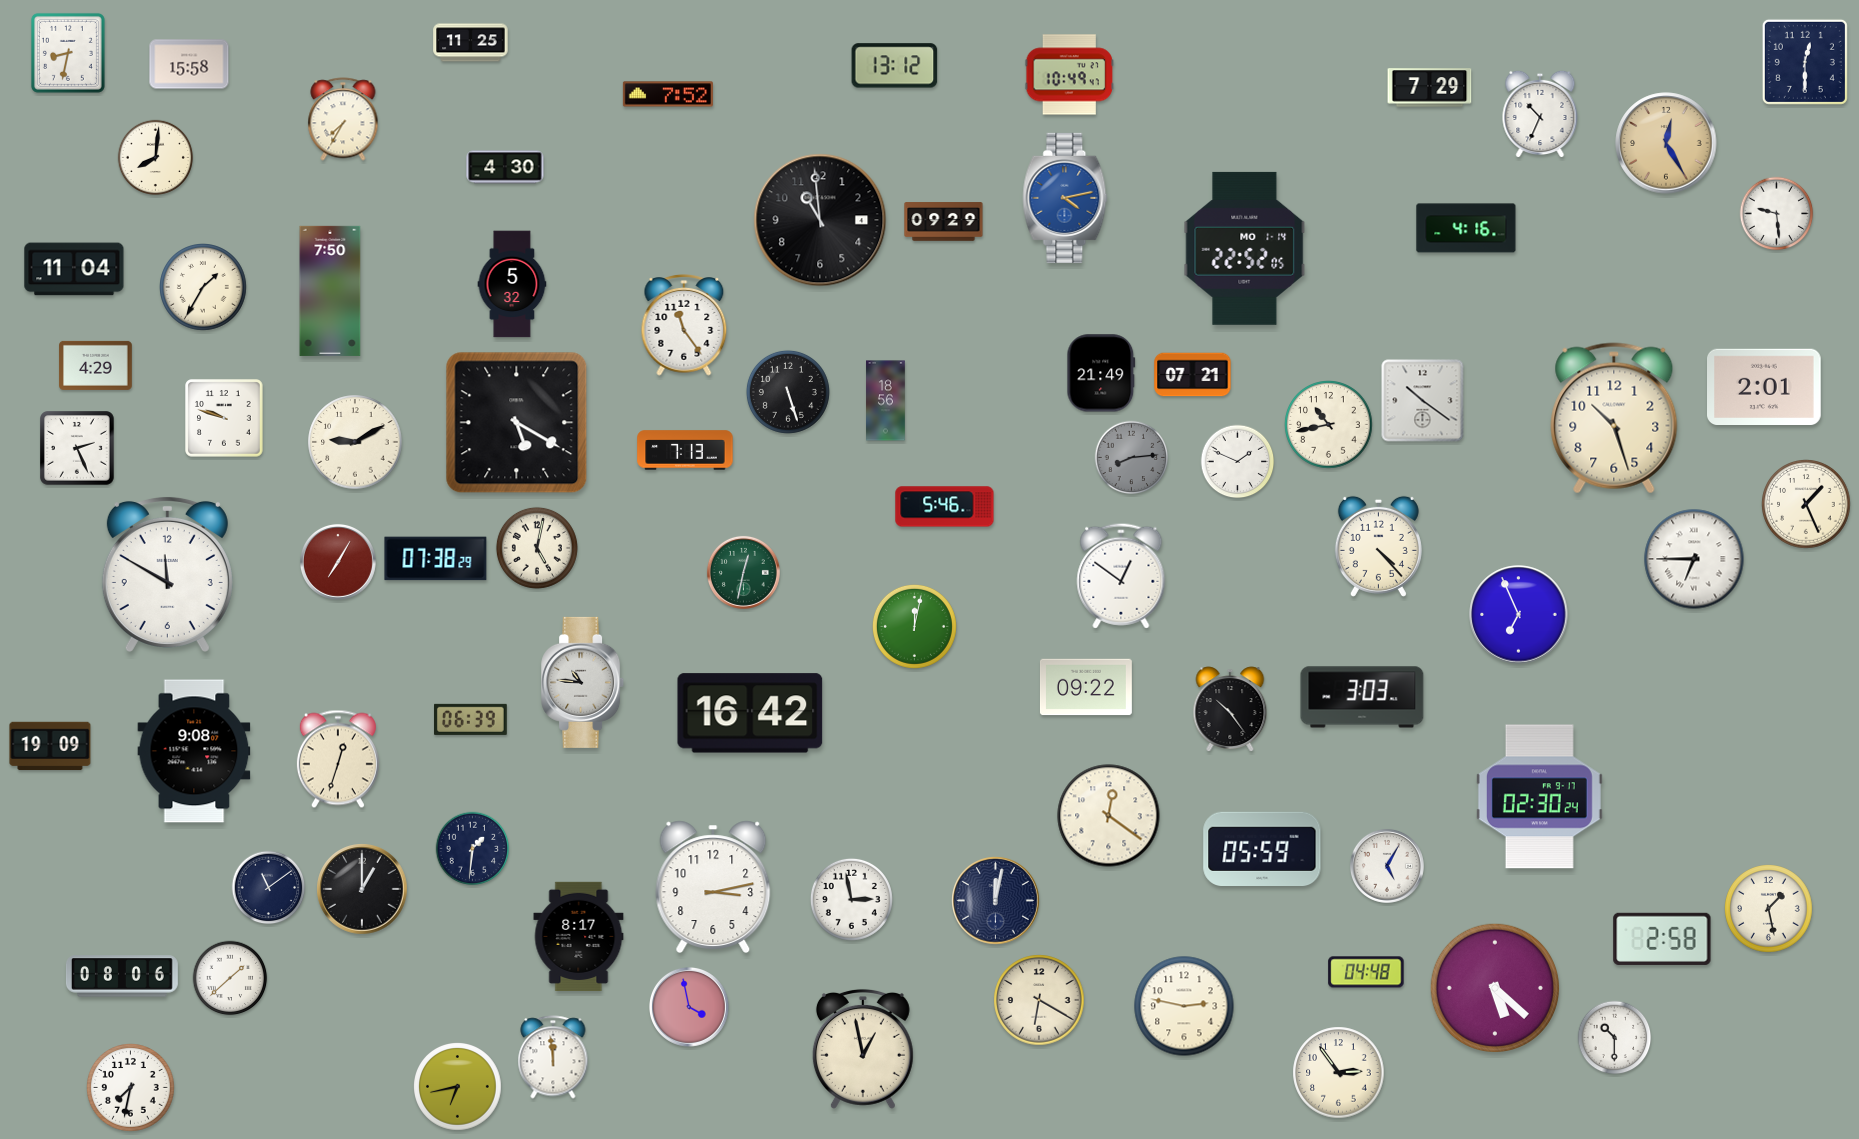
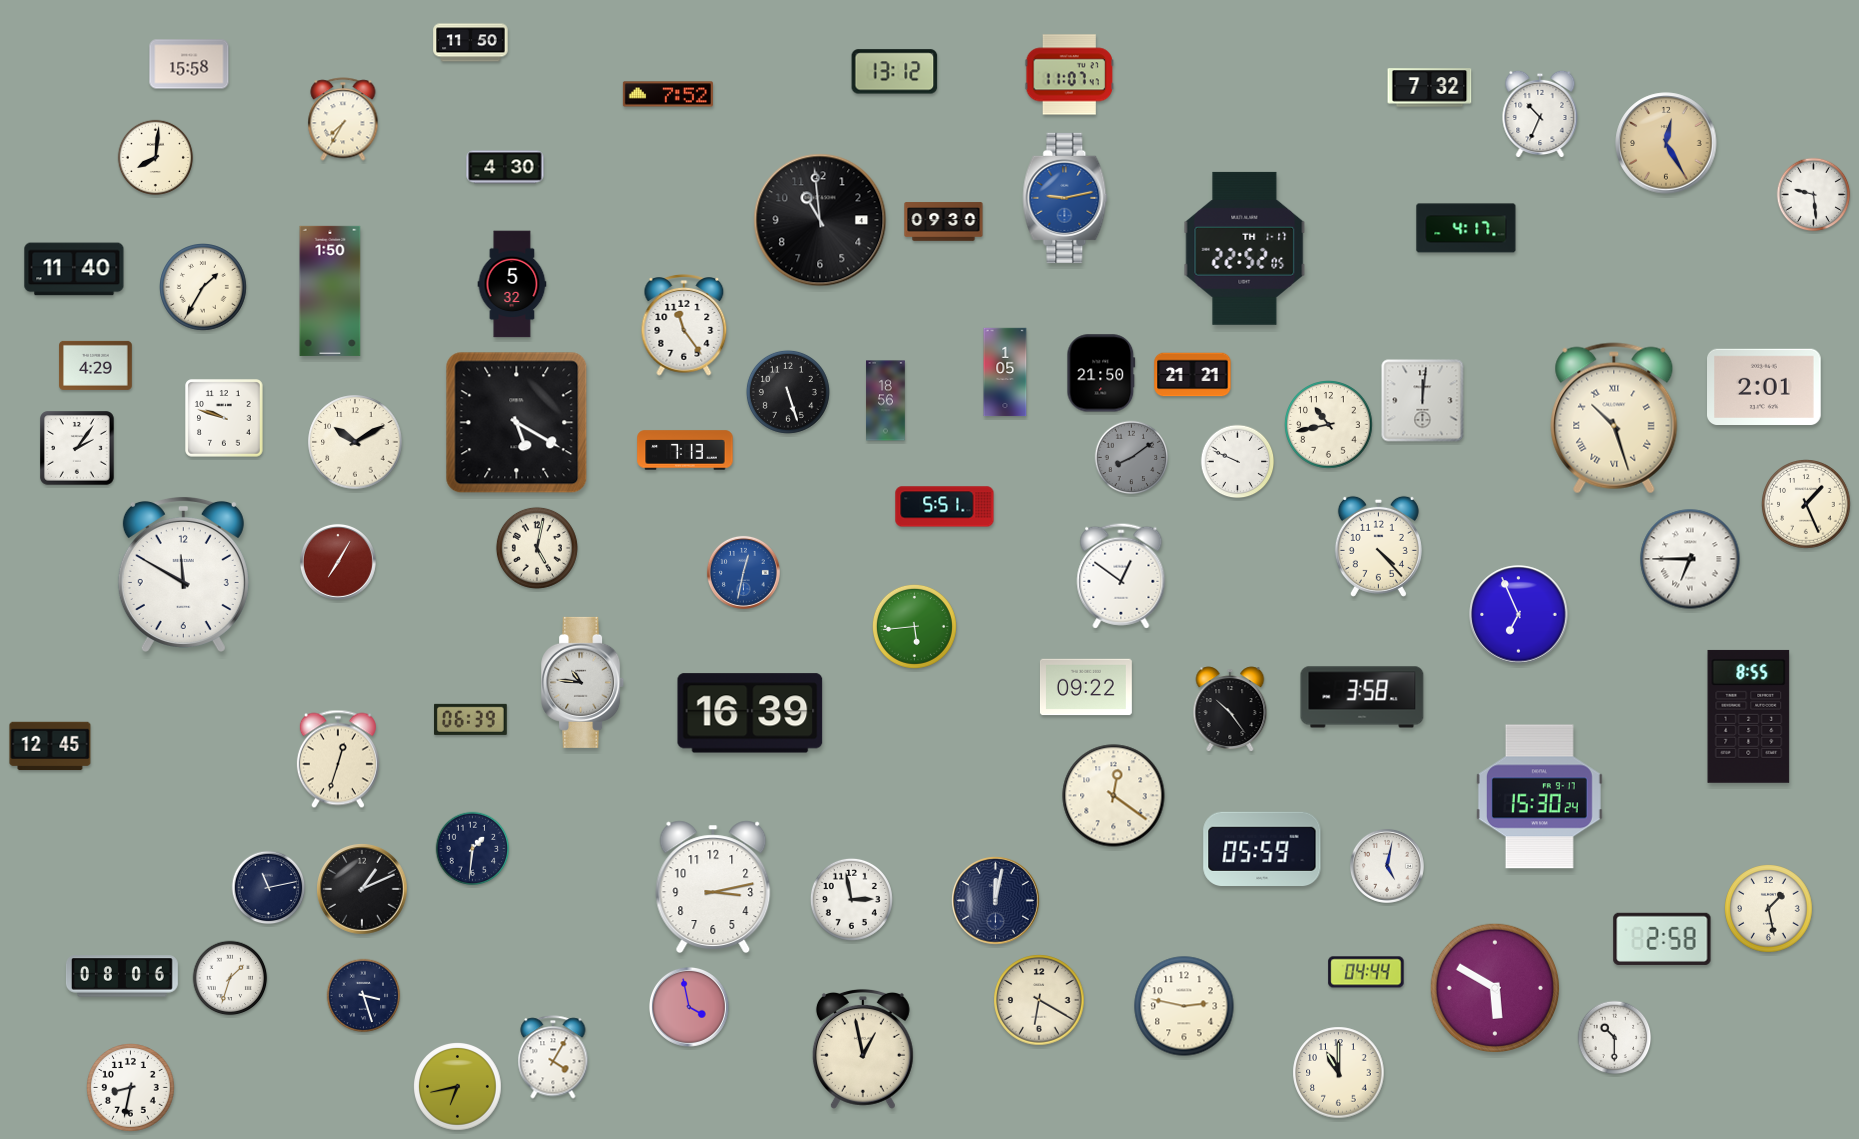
clock at (471, 43): 11:25 -> 11:50
clock at (68, 53): 8:32 -> none
clock at (1805, 62): 12:30 -> none
clock at (895, 66) position: (895, 66) -> (895, 72)
clock at (1069, 75): 10:49 -> 11:07
clock at (1430, 88): 7:29 -> 7:32
clock at (1065, 198): 4:13 -> 9:13
clock at (1777, 214) position: (1777, 214) -> (1814, 195)
clock at (944, 222): 09:29 -> 09:30
clock at (1466, 228): 4:16 -> 4:17
clock at (1245, 248) date: MO 1-14 -> TH 1-17
clock at (74, 269): 11:04 -> 11:40
clock at (330, 291): 7:50 -> 1:50
clock at (1005, 372): none -> 1:05
clock at (1101, 373): 21:49 -> 21:50
clock at (1193, 375): 07:21 -> 21:21
clock at (1423, 401): 10:21 -> 12:01
clock at (1614, 418) numerals: Arabic -> Roman
clock at (355, 442): 9:10 -> 10:10
clock at (78, 449): 2:26 -> 2:06
clock at (1132, 458): 8:14 -> 8:09
clock at (1238, 462): 1:49 -> 9:49
clock at (945, 507): 5:46 -> 5:51
clock at (436, 559): 07:38 -> none
clock at (1694, 559) position: (1694, 559) -> (1690, 559)
clock at (743, 572) dial: green -> blue
clock at (167, 574) position: (167, 574) -> (183, 574)
clock at (914, 626): 12:02 -> 5:44
clock at (1362, 697): 3:03 -> 3:58
clock at (750, 713): 16:42 -> 16:39
clock at (1749, 716): none -> 8:55
clock at (50, 746): 19:09 -> 12:45
clock at (194, 751): 9:08 -> none
clock at (1539, 797): 02:30 -> 15:30
clock at (1109, 816) position: (1109, 816) -> (1114, 796)
clock at (1387, 866): 5:05 -> 5:02
clock at (269, 888): 11:09 -> 11:13
clock at (362, 889): 1:00 -> 1:11
clock at (579, 936): 8:17 -> none
clock at (1366, 972): 04:48 -> 04:44
clock at (230, 978): 1:38 -> 1:33
clock at (1494, 987): 5:22 -> 5:50
clock at (364, 996): none -> 3:27
clock at (553, 1057): 11:59 -> 4:05
clock at (1339, 1073): 2:54 -> 11:00
clock at (131, 1088): 7:32 -> 8:32
